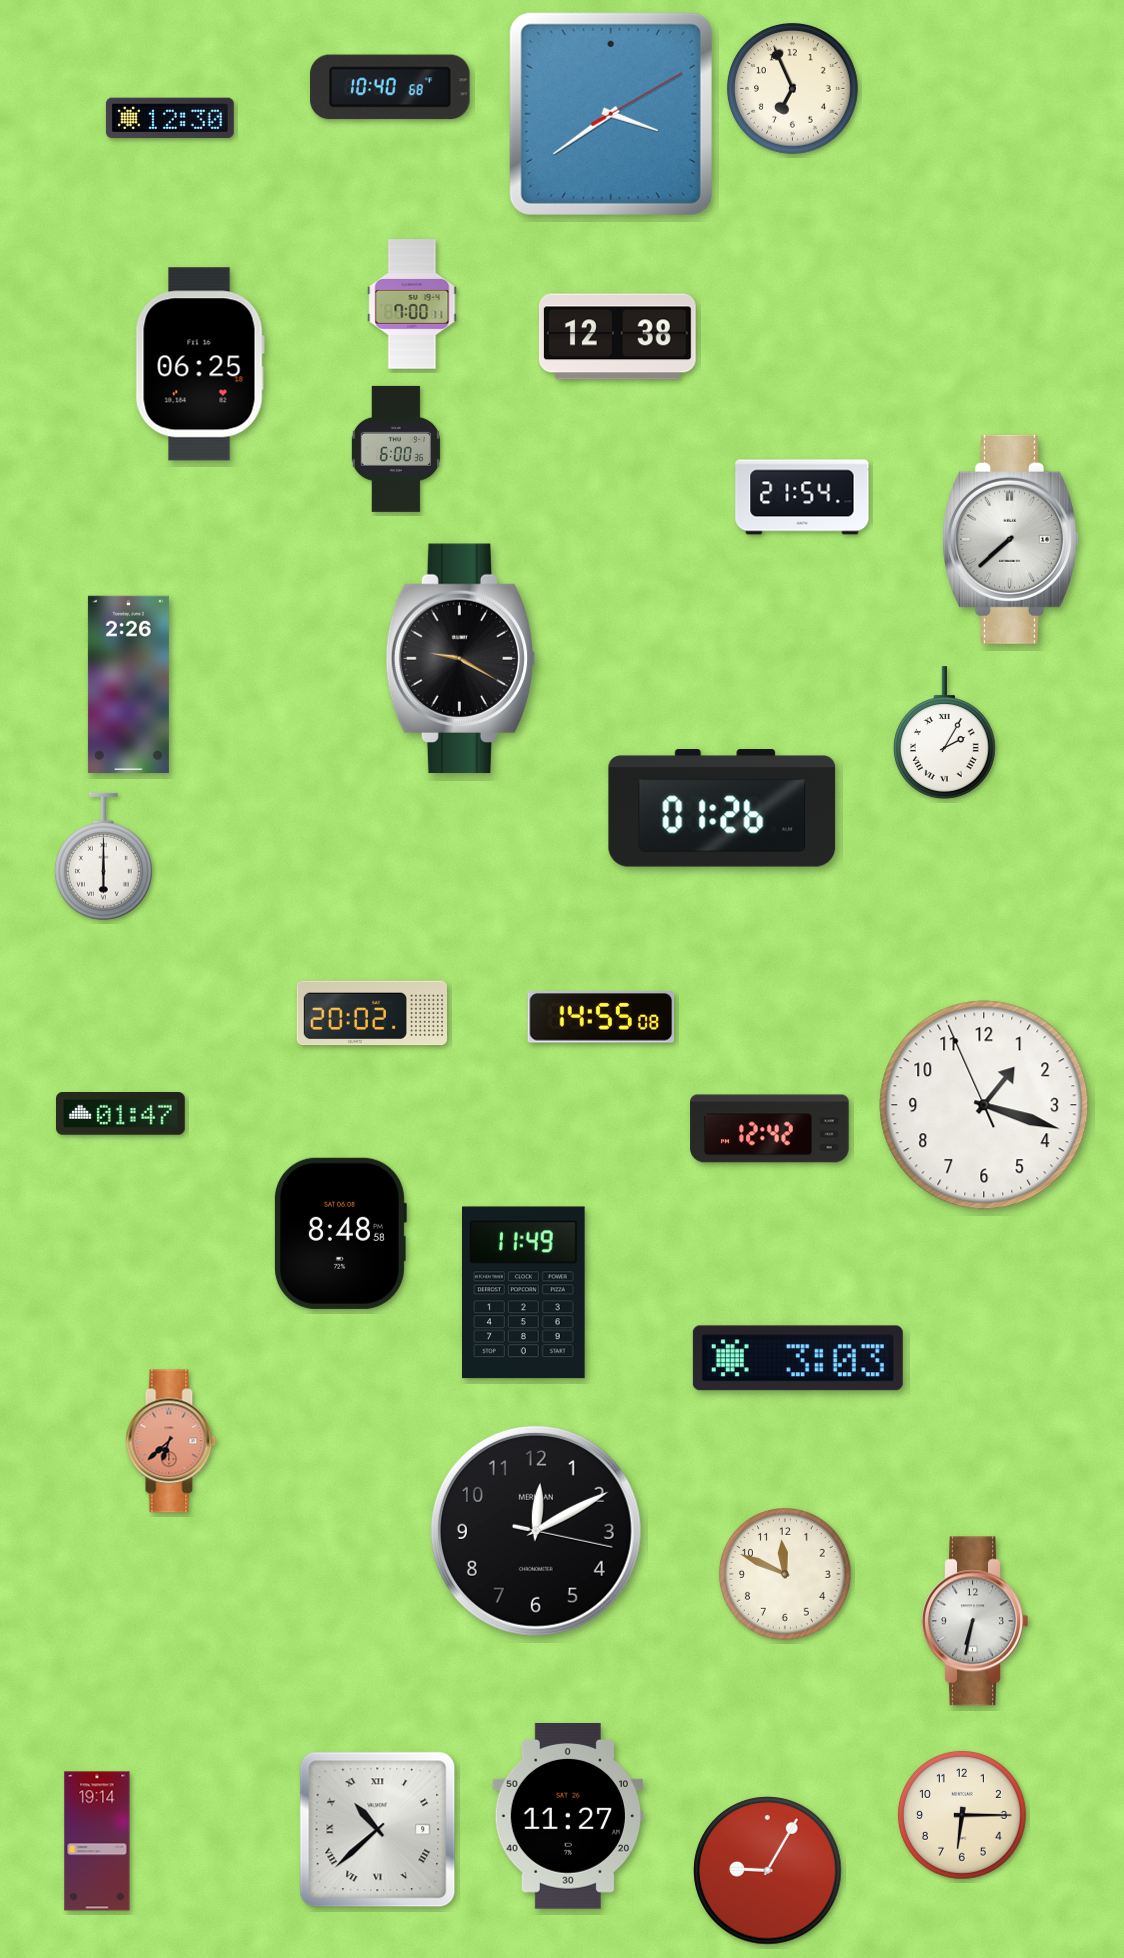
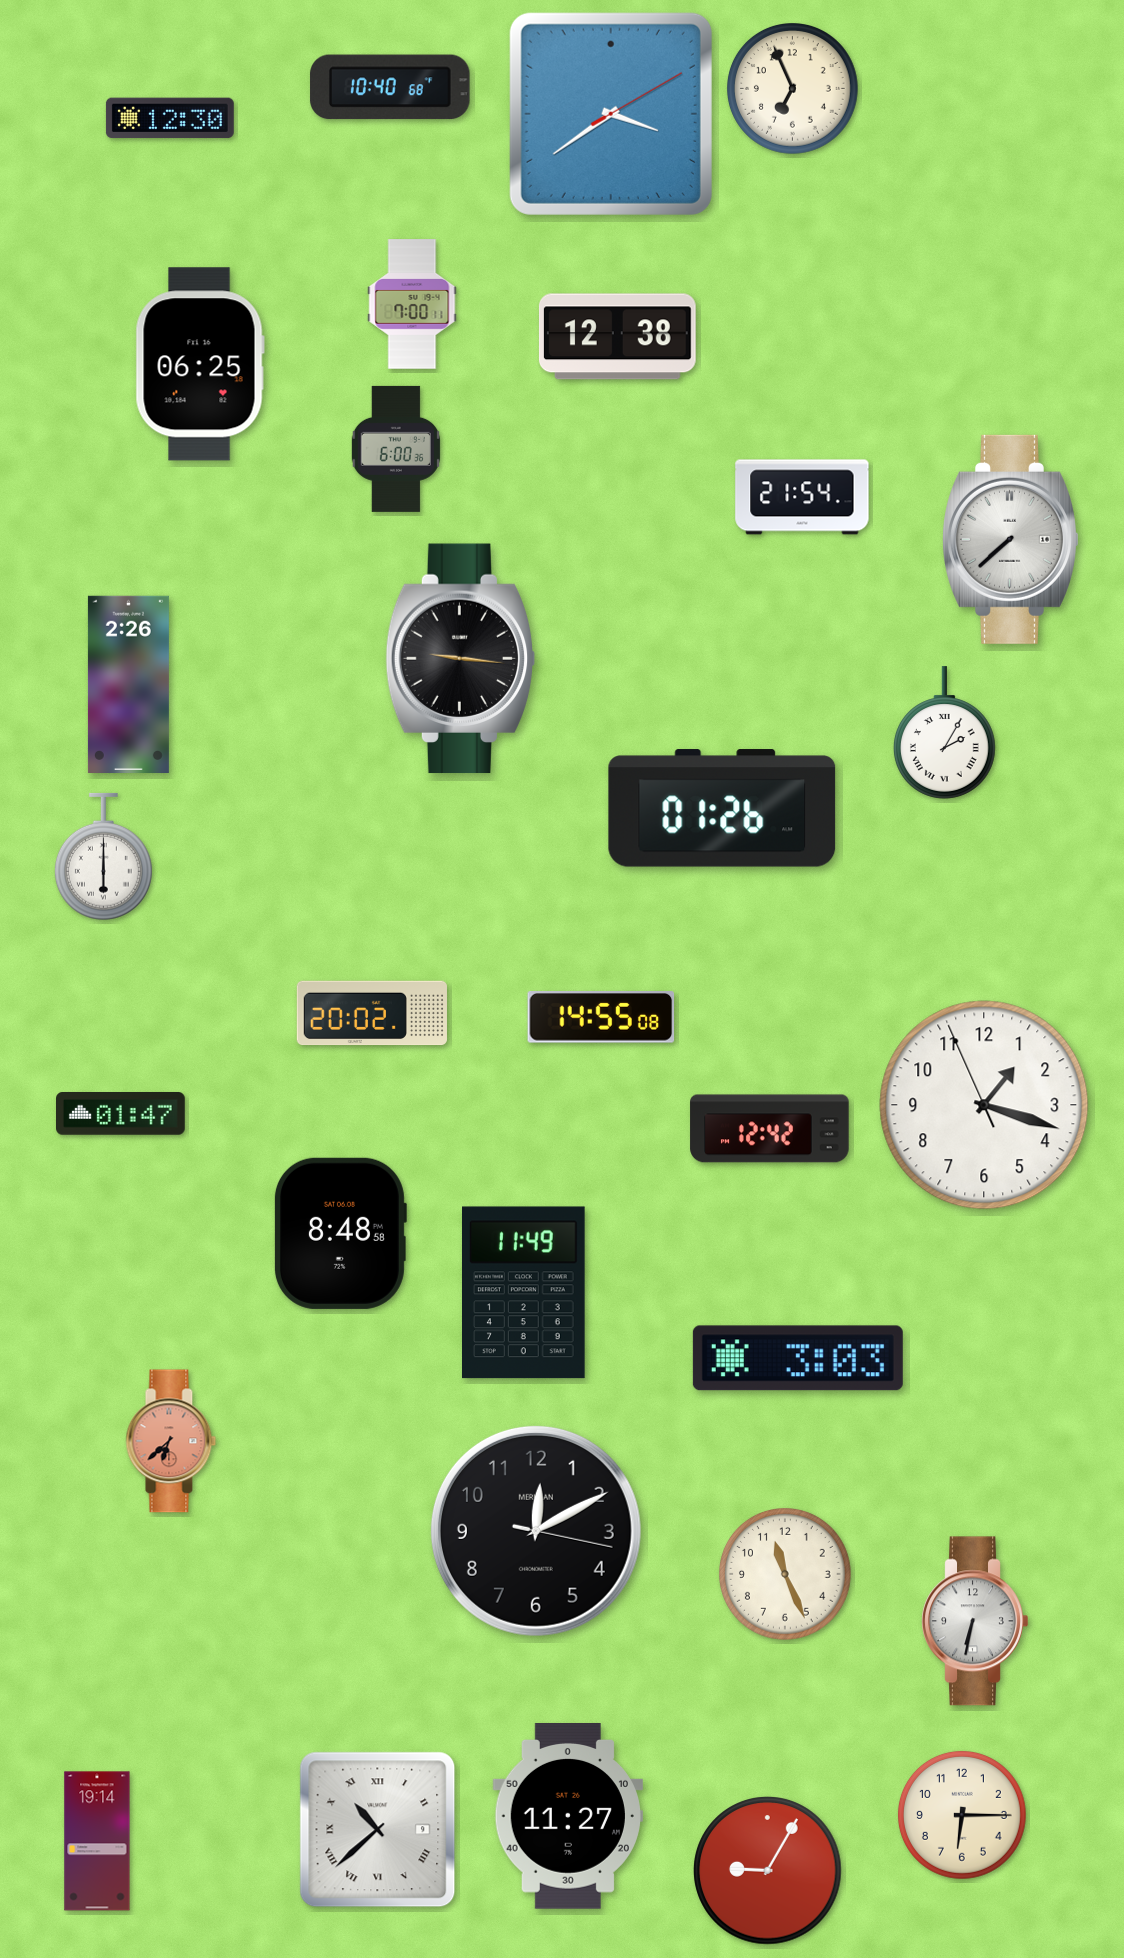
clock at (461, 659): 9:20 -> 9:16
clock at (786, 1575): 11:49 -> 11:26
